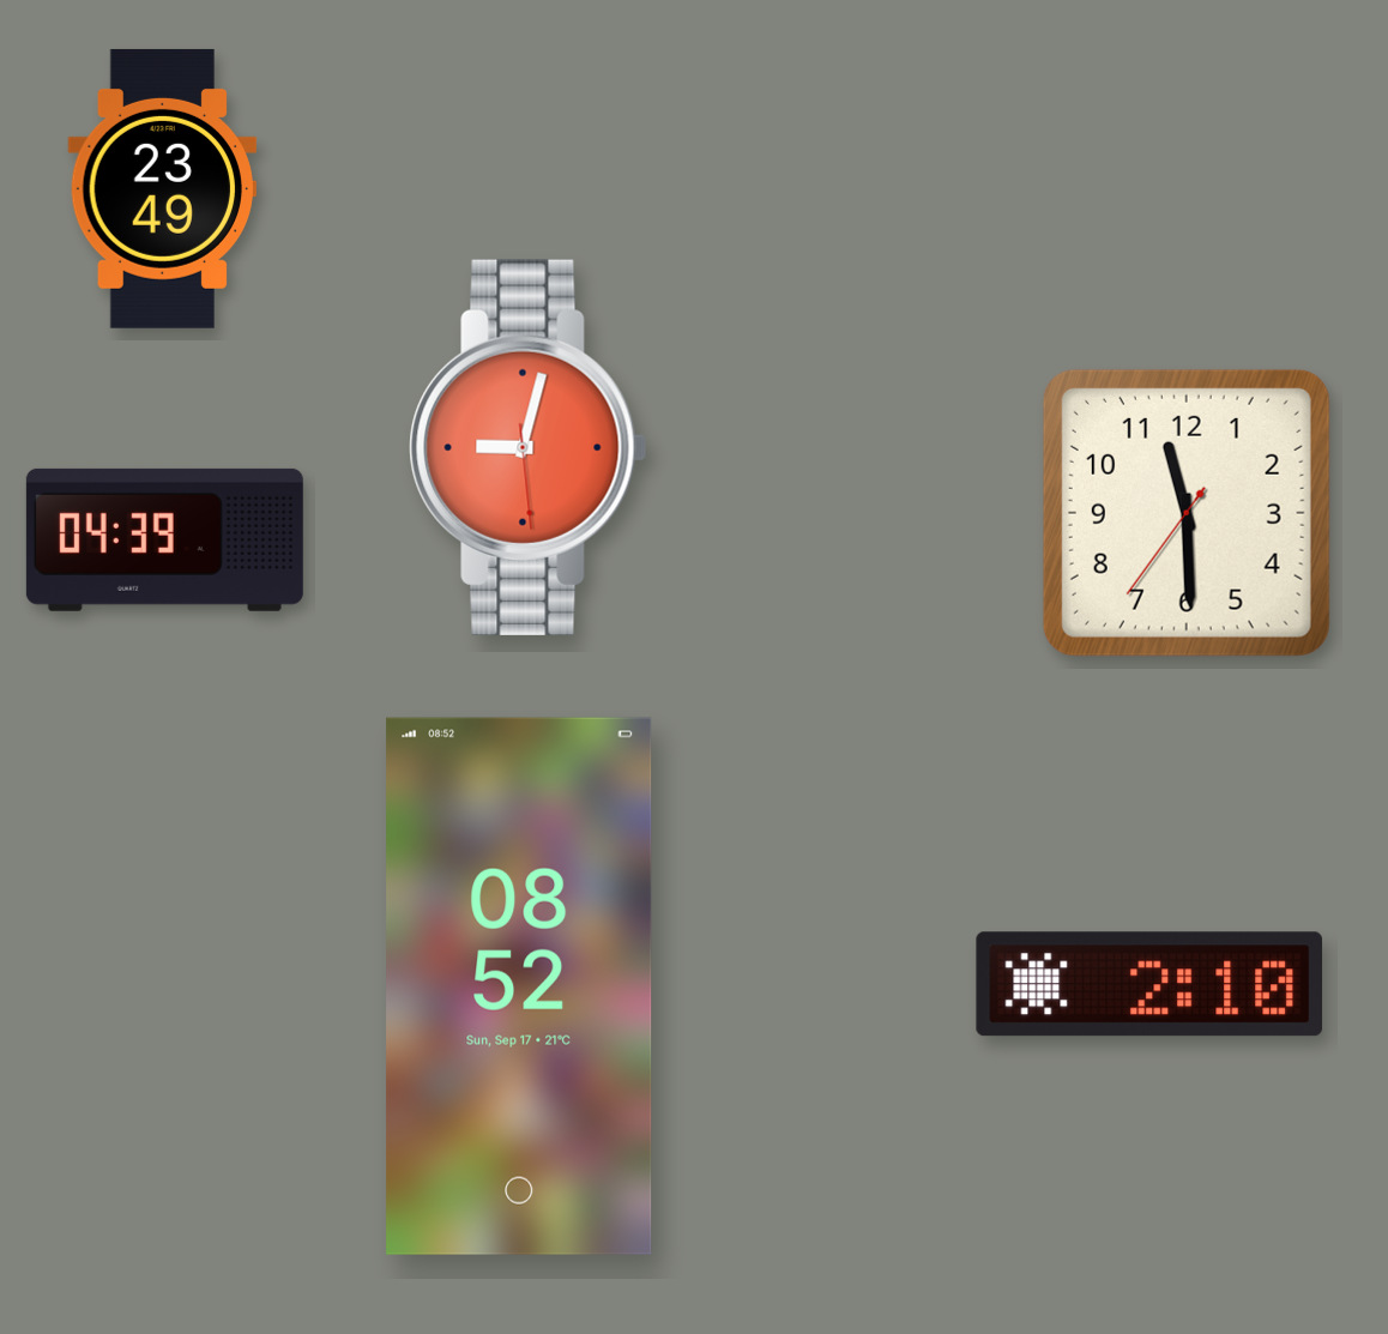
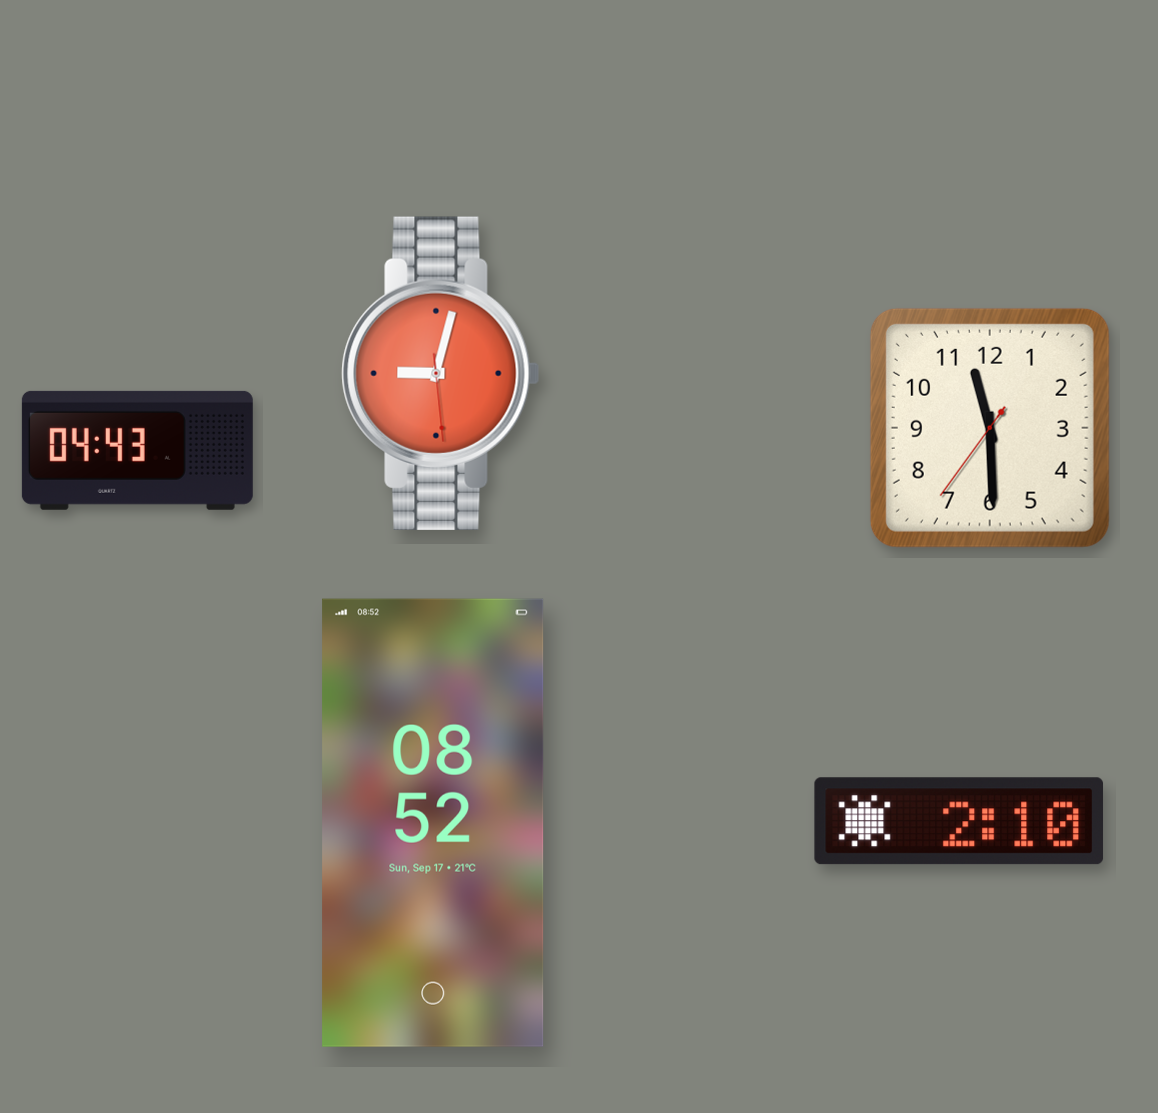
clock at (163, 188): 23:49 -> none
clock at (164, 539): 04:39 -> 04:43
